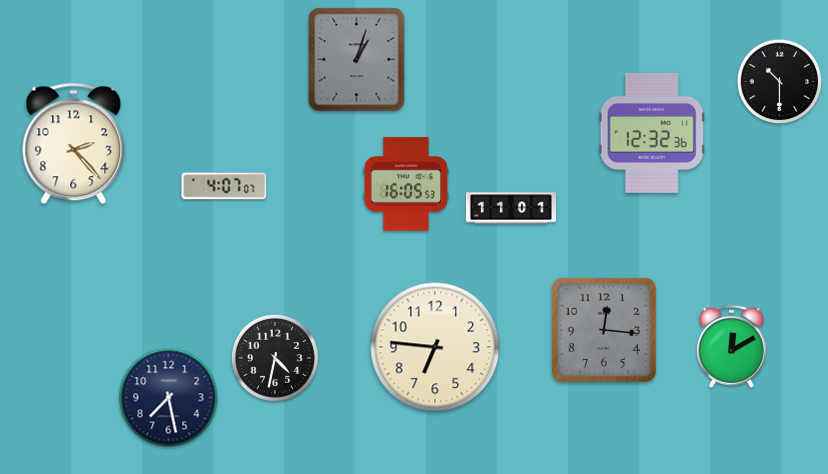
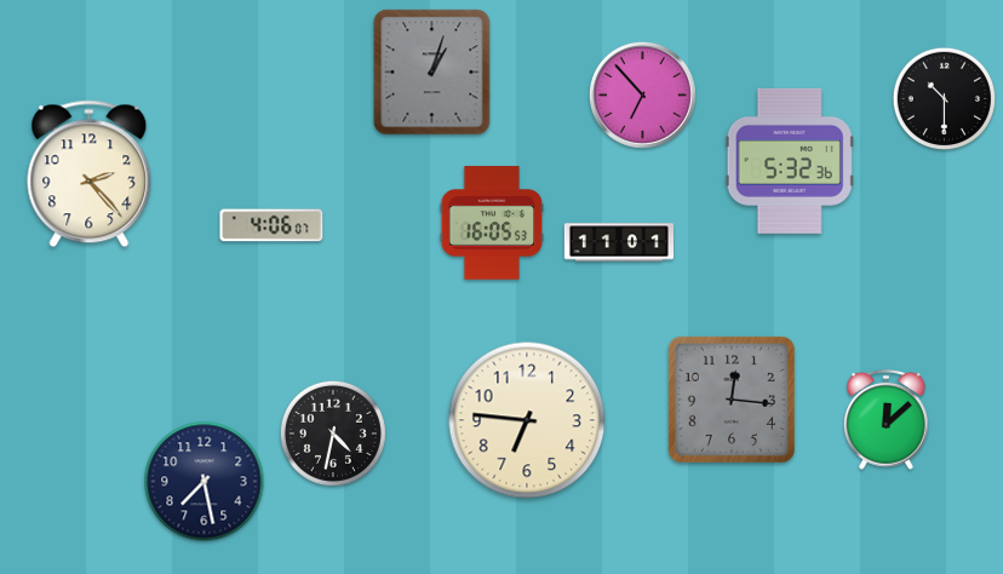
clock at (642, 94): none -> 6:53
clock at (652, 133): 12:32 -> 5:32
clock at (224, 186): 4:07 -> 4:06
clock at (510, 208) position: (510, 208) -> (618, 242)
clock at (732, 346): 12:10 -> 12:08
